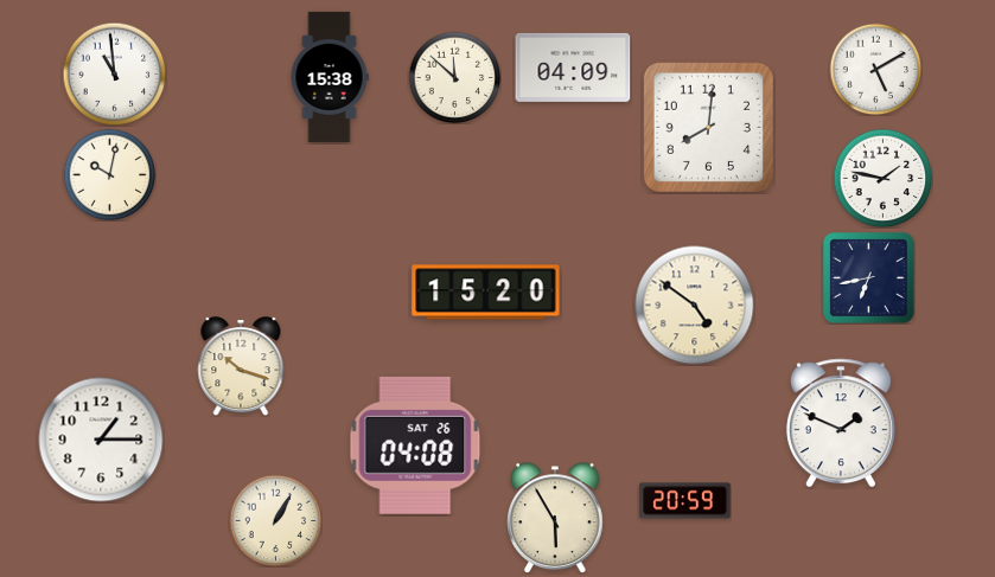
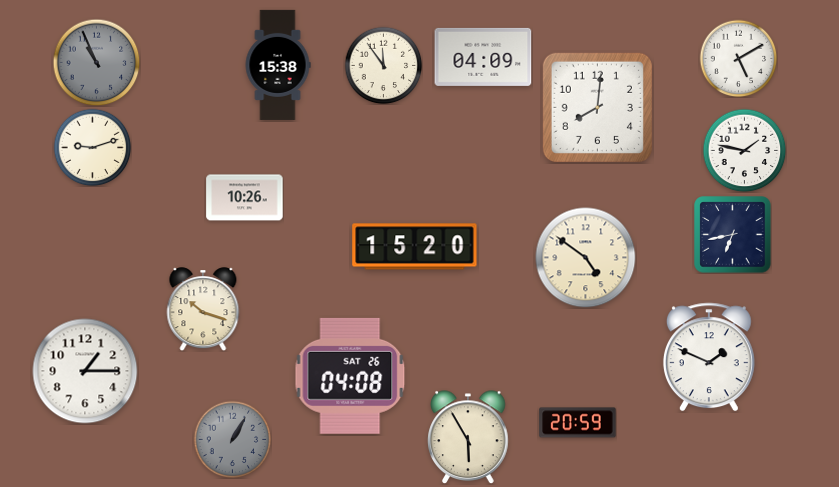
clock at (114, 73): 10:59 -> 10:56
clock at (114, 73) dial: white -> grey
clock at (454, 77): 11:52 -> 11:54
clock at (109, 174): 10:02 -> 9:12
clock at (245, 198): none -> 10:26
clock at (486, 293) position: (486, 293) -> (415, 247)
clock at (275, 520) dial: cream -> grey
